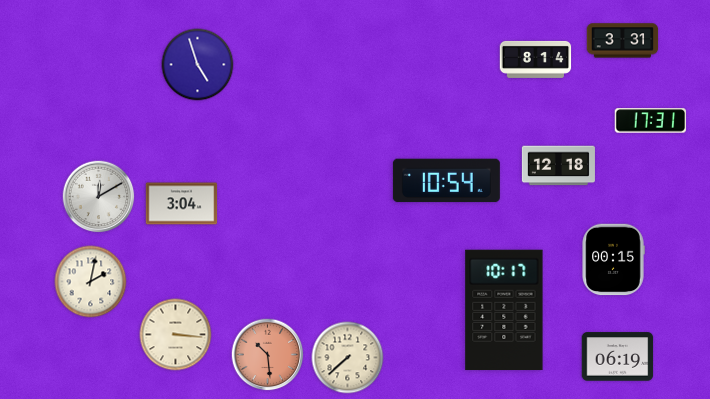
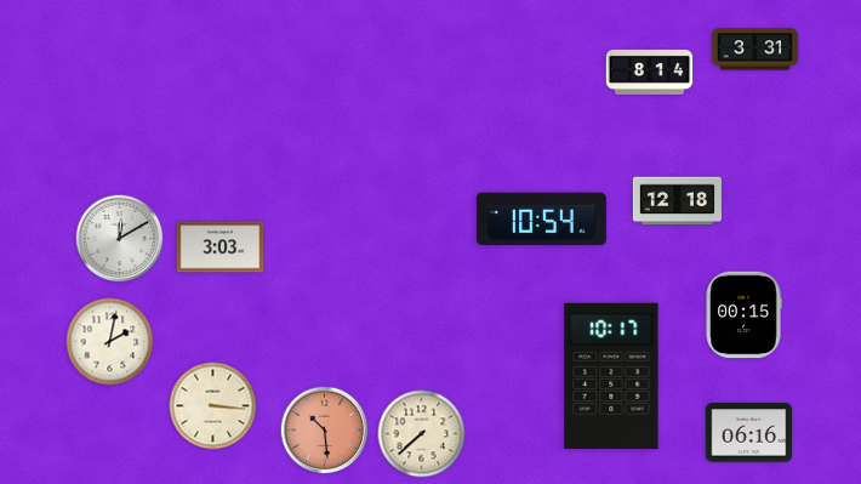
clock at (198, 65): 4:57 -> none
clock at (651, 121): 17:31 -> none
clock at (182, 204): 3:04 -> 3:03
clock at (618, 357): 06:19 -> 06:16
